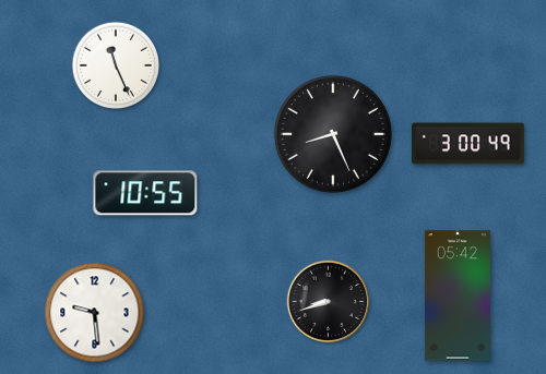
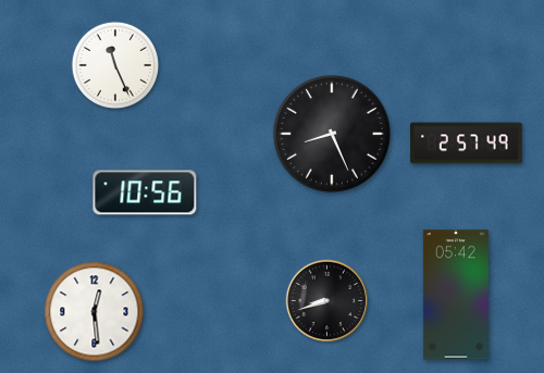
clock at (468, 144): 3:00 -> 2:57
clock at (145, 193): 10:55 -> 10:56
clock at (95, 313): 9:29 -> 12:29
